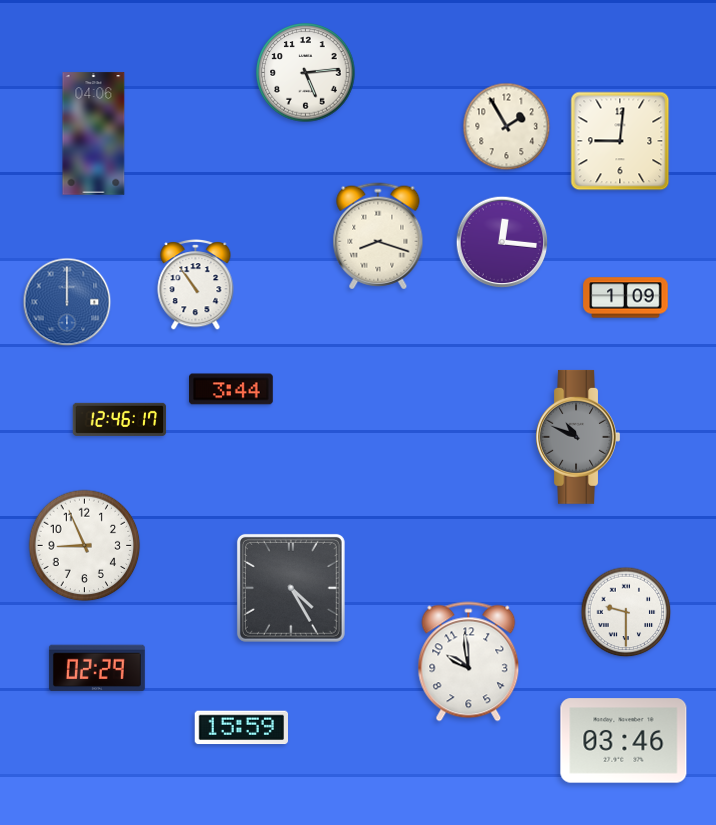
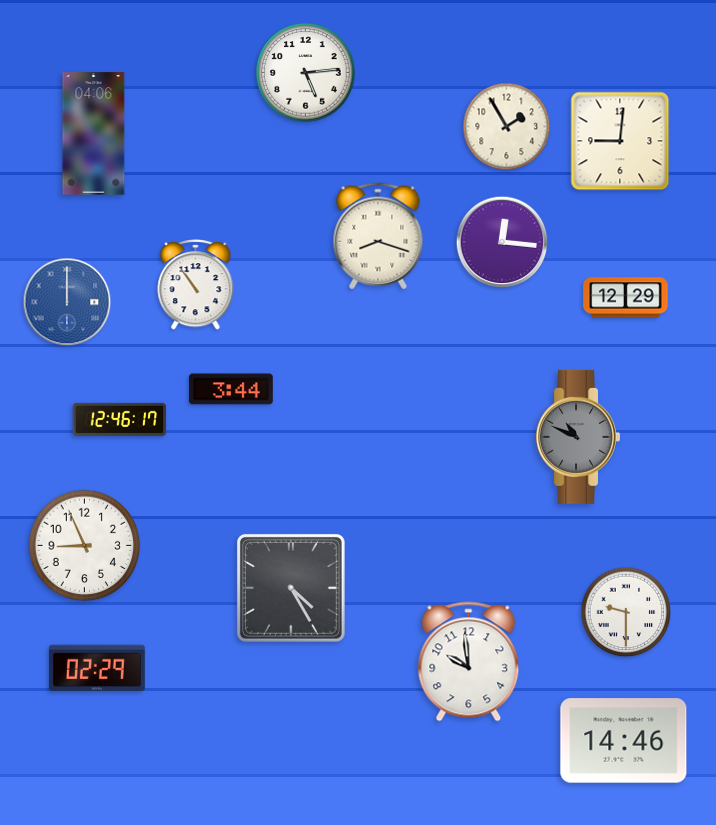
clock at (626, 298): 1:09 -> 12:29
clock at (241, 728): 15:59 -> none
clock at (624, 741): 03:46 -> 14:46
